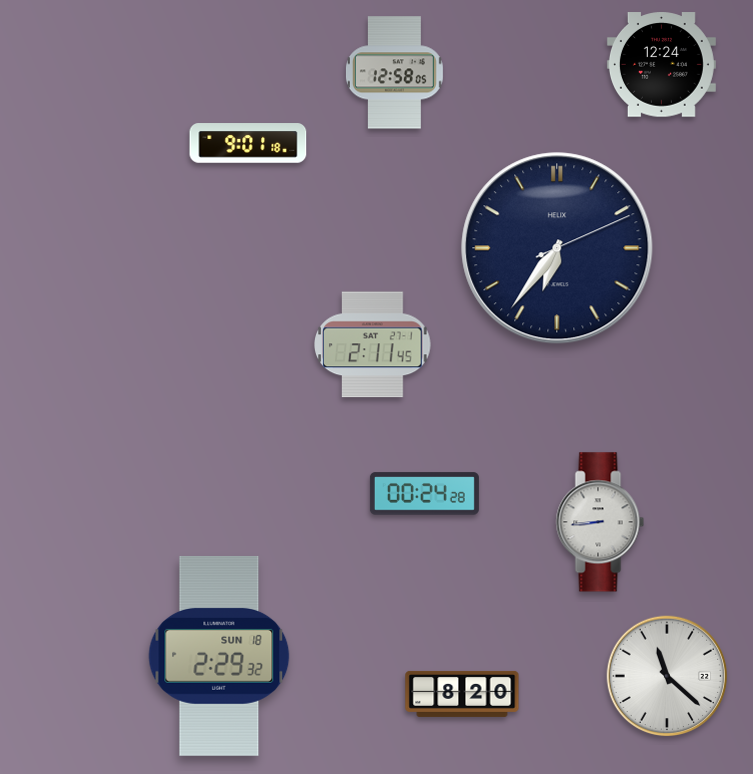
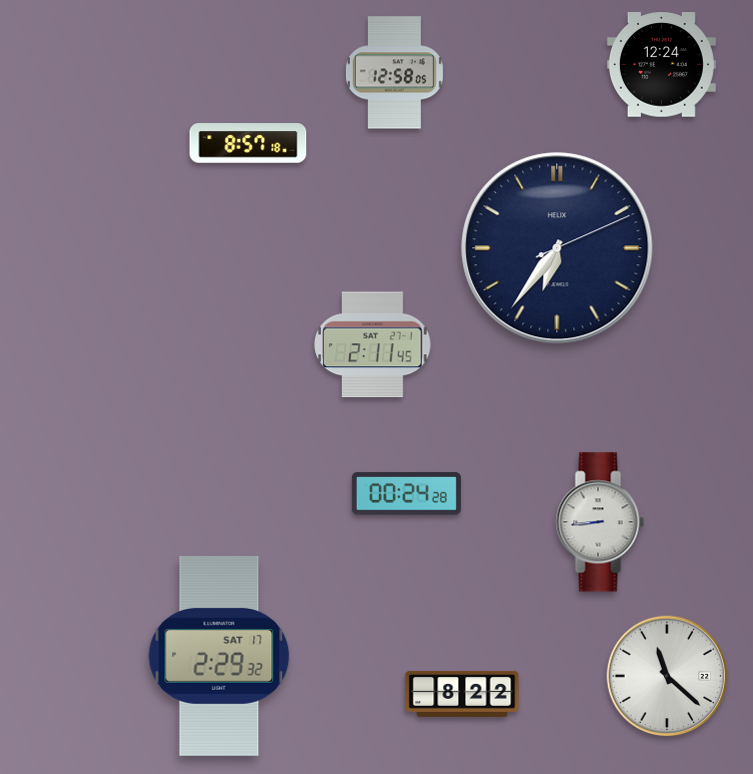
clock at (248, 143): 9:01 -> 8:57
clock at (424, 494) position: (424, 494) -> (406, 494)
clock at (219, 656) date: SUN 18 -> SAT 17
clock at (462, 694): 8:20 -> 8:22
